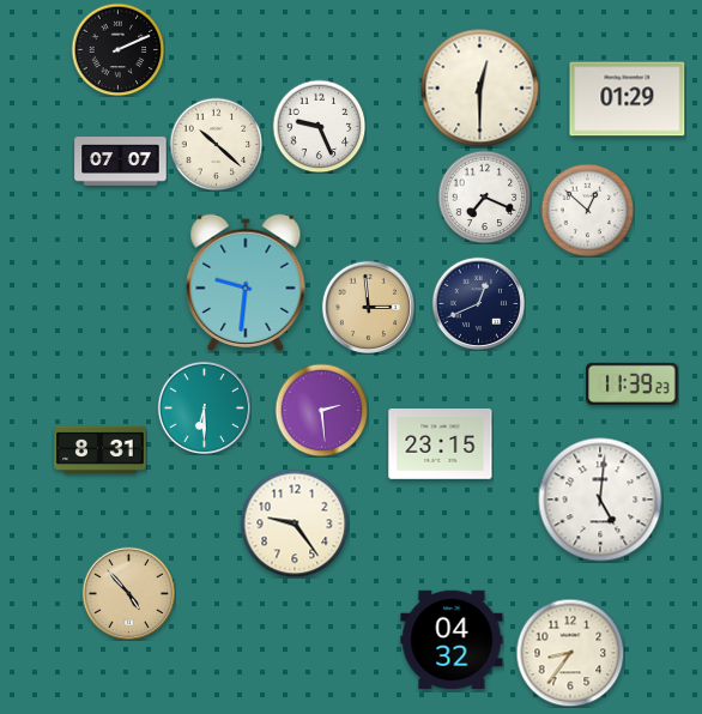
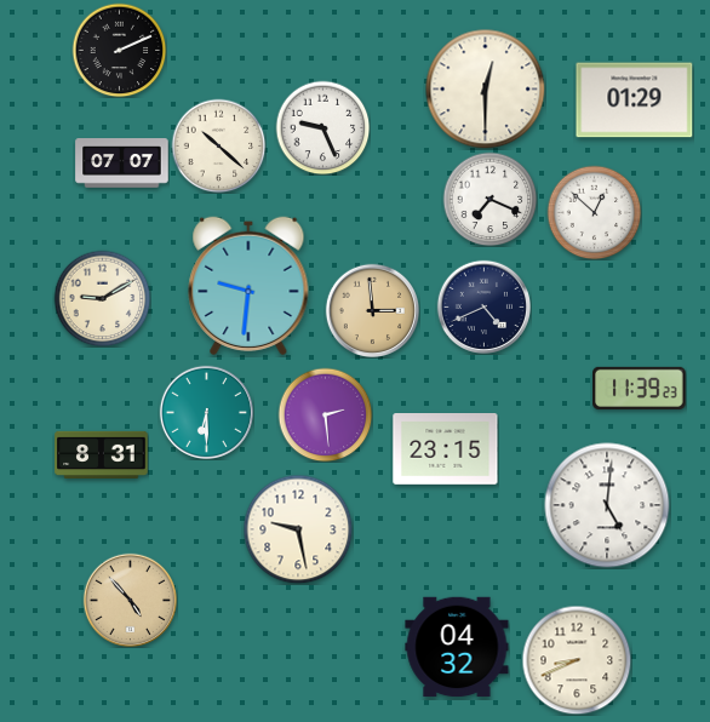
clock at (102, 298): none -> 9:10
clock at (478, 303): 12:41 -> 4:41
clock at (295, 524): 9:24 -> 9:28
clock at (570, 653): 8:36 -> 8:41
